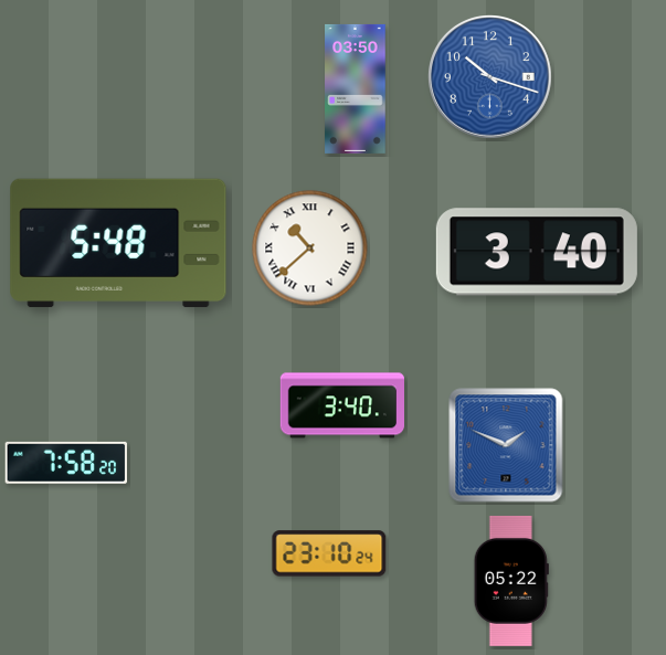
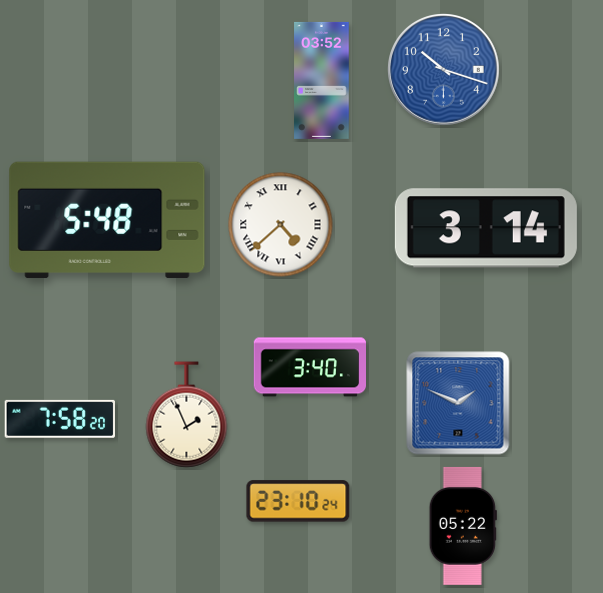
clock at (356, 88): 03:50 -> 03:52
clock at (310, 249): 10:38 -> 4:38
clock at (537, 252): 3:40 -> 3:14
clock at (187, 415): none -> 1:56
